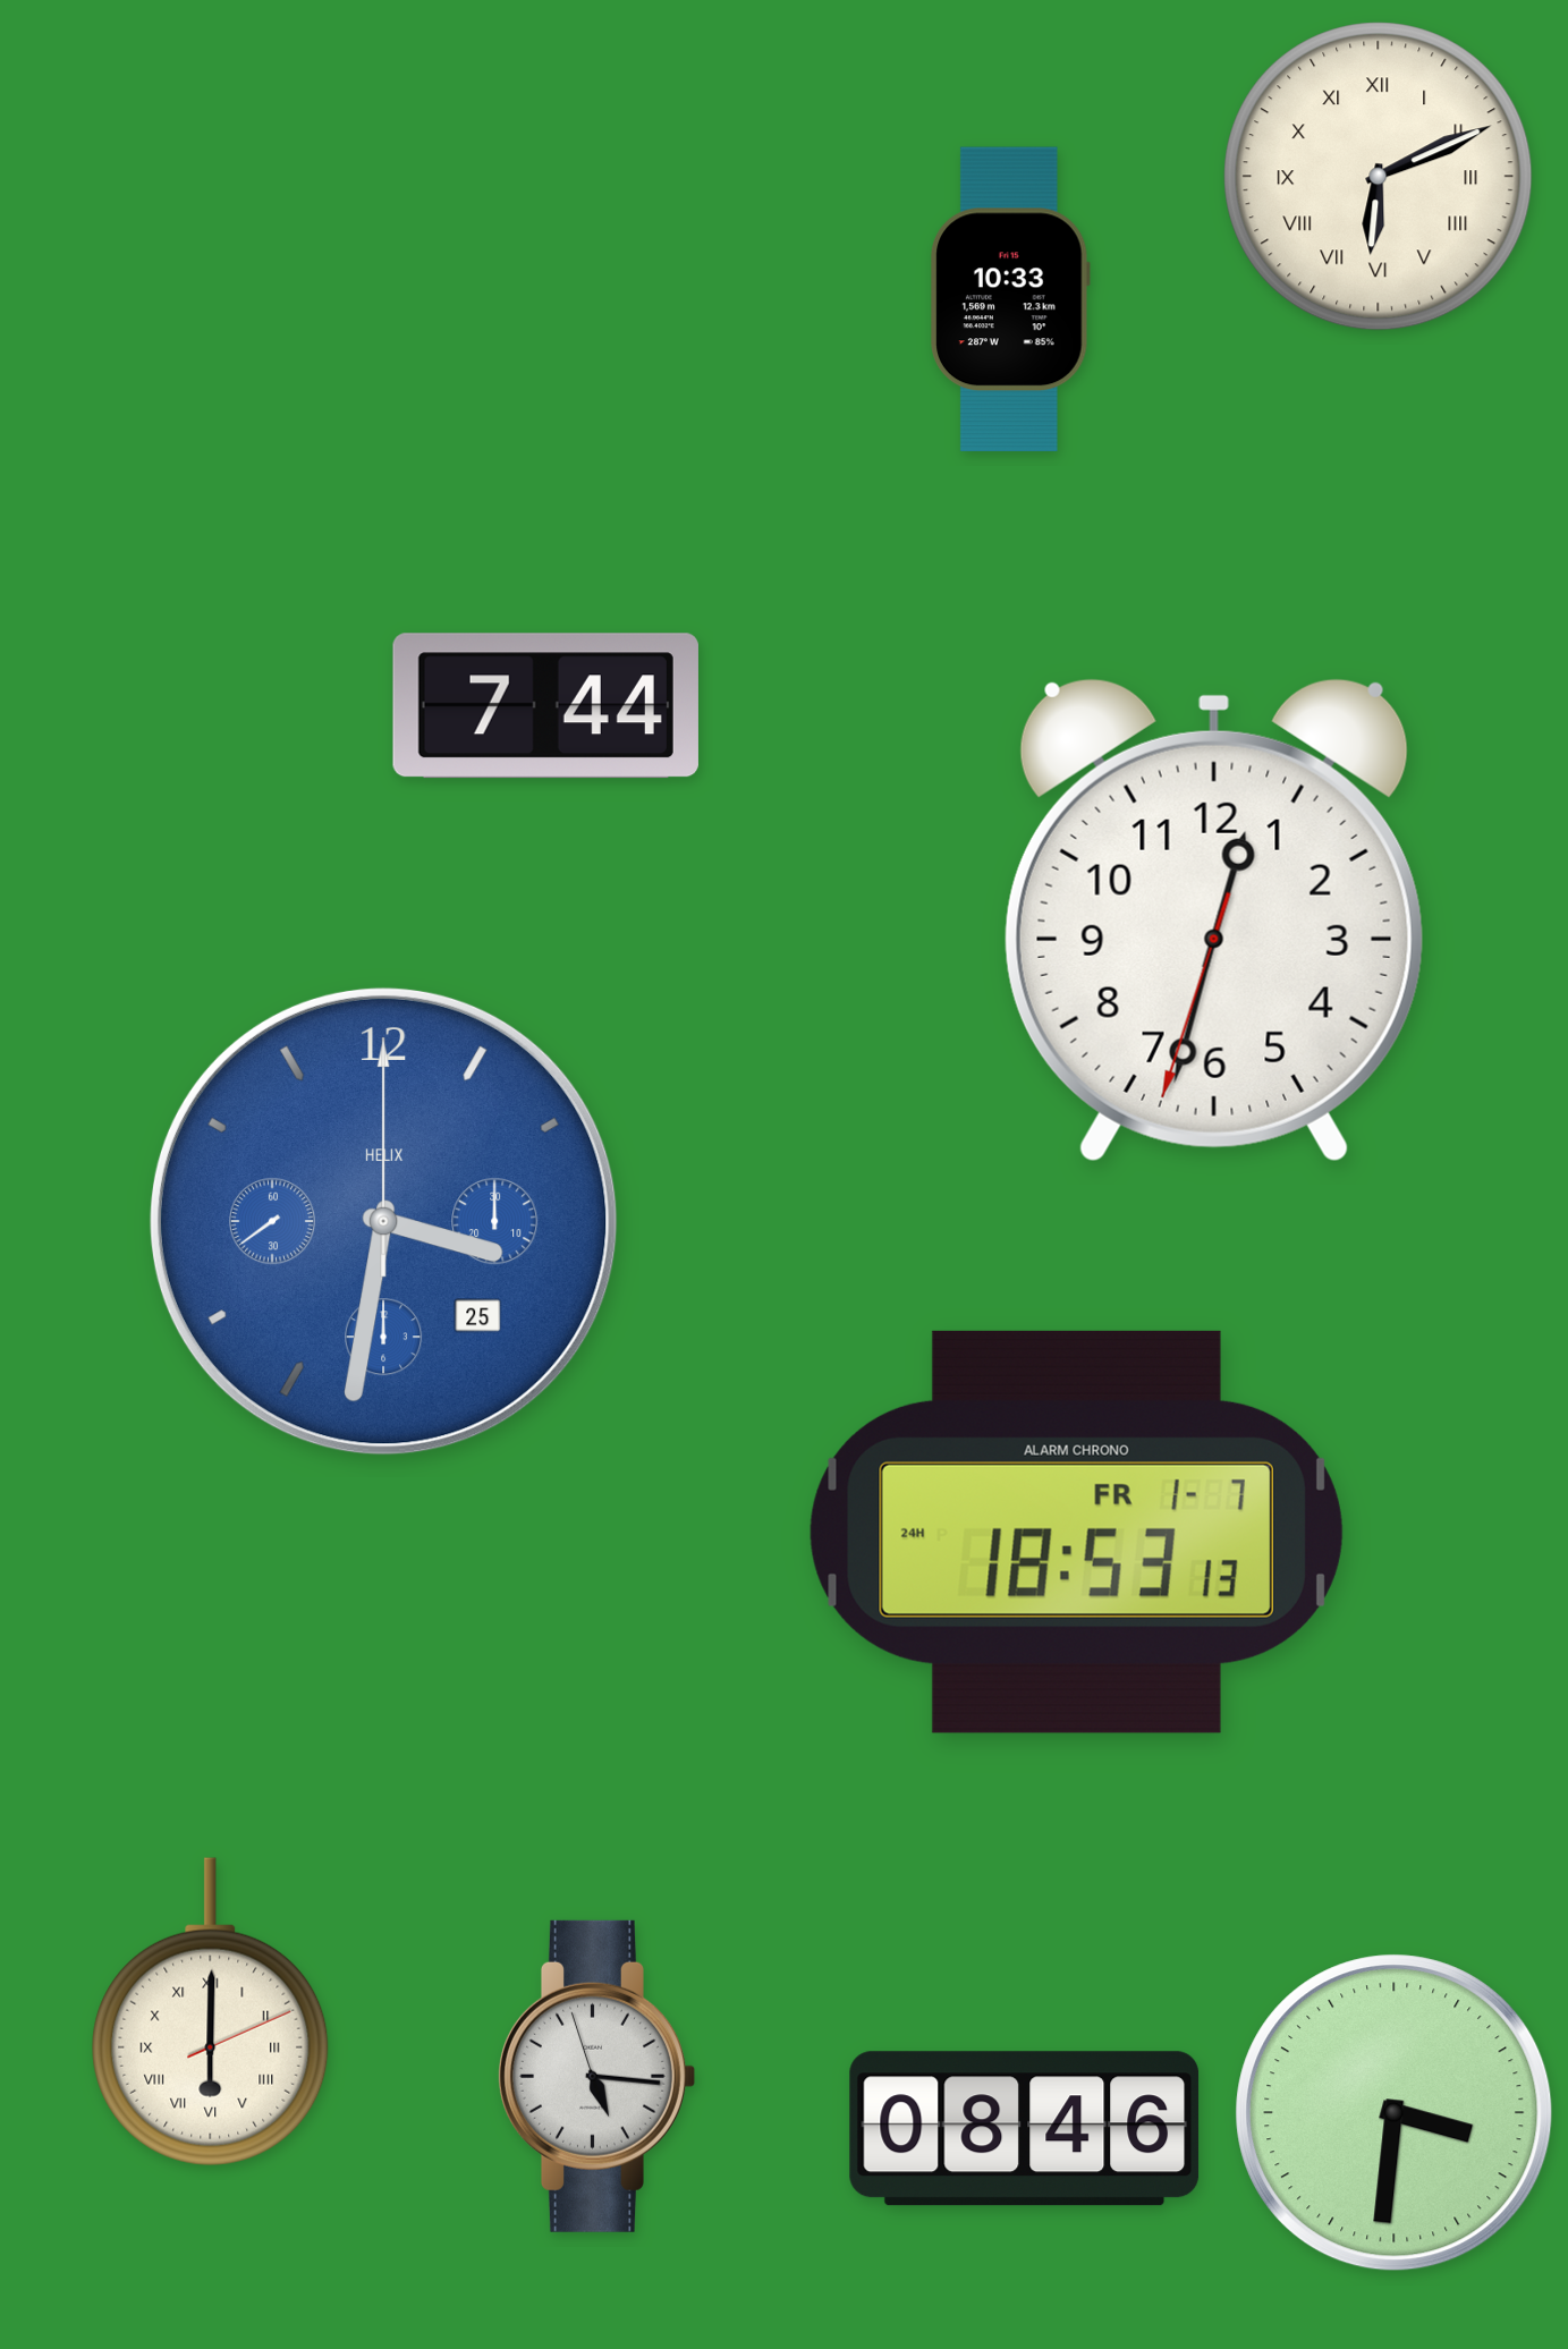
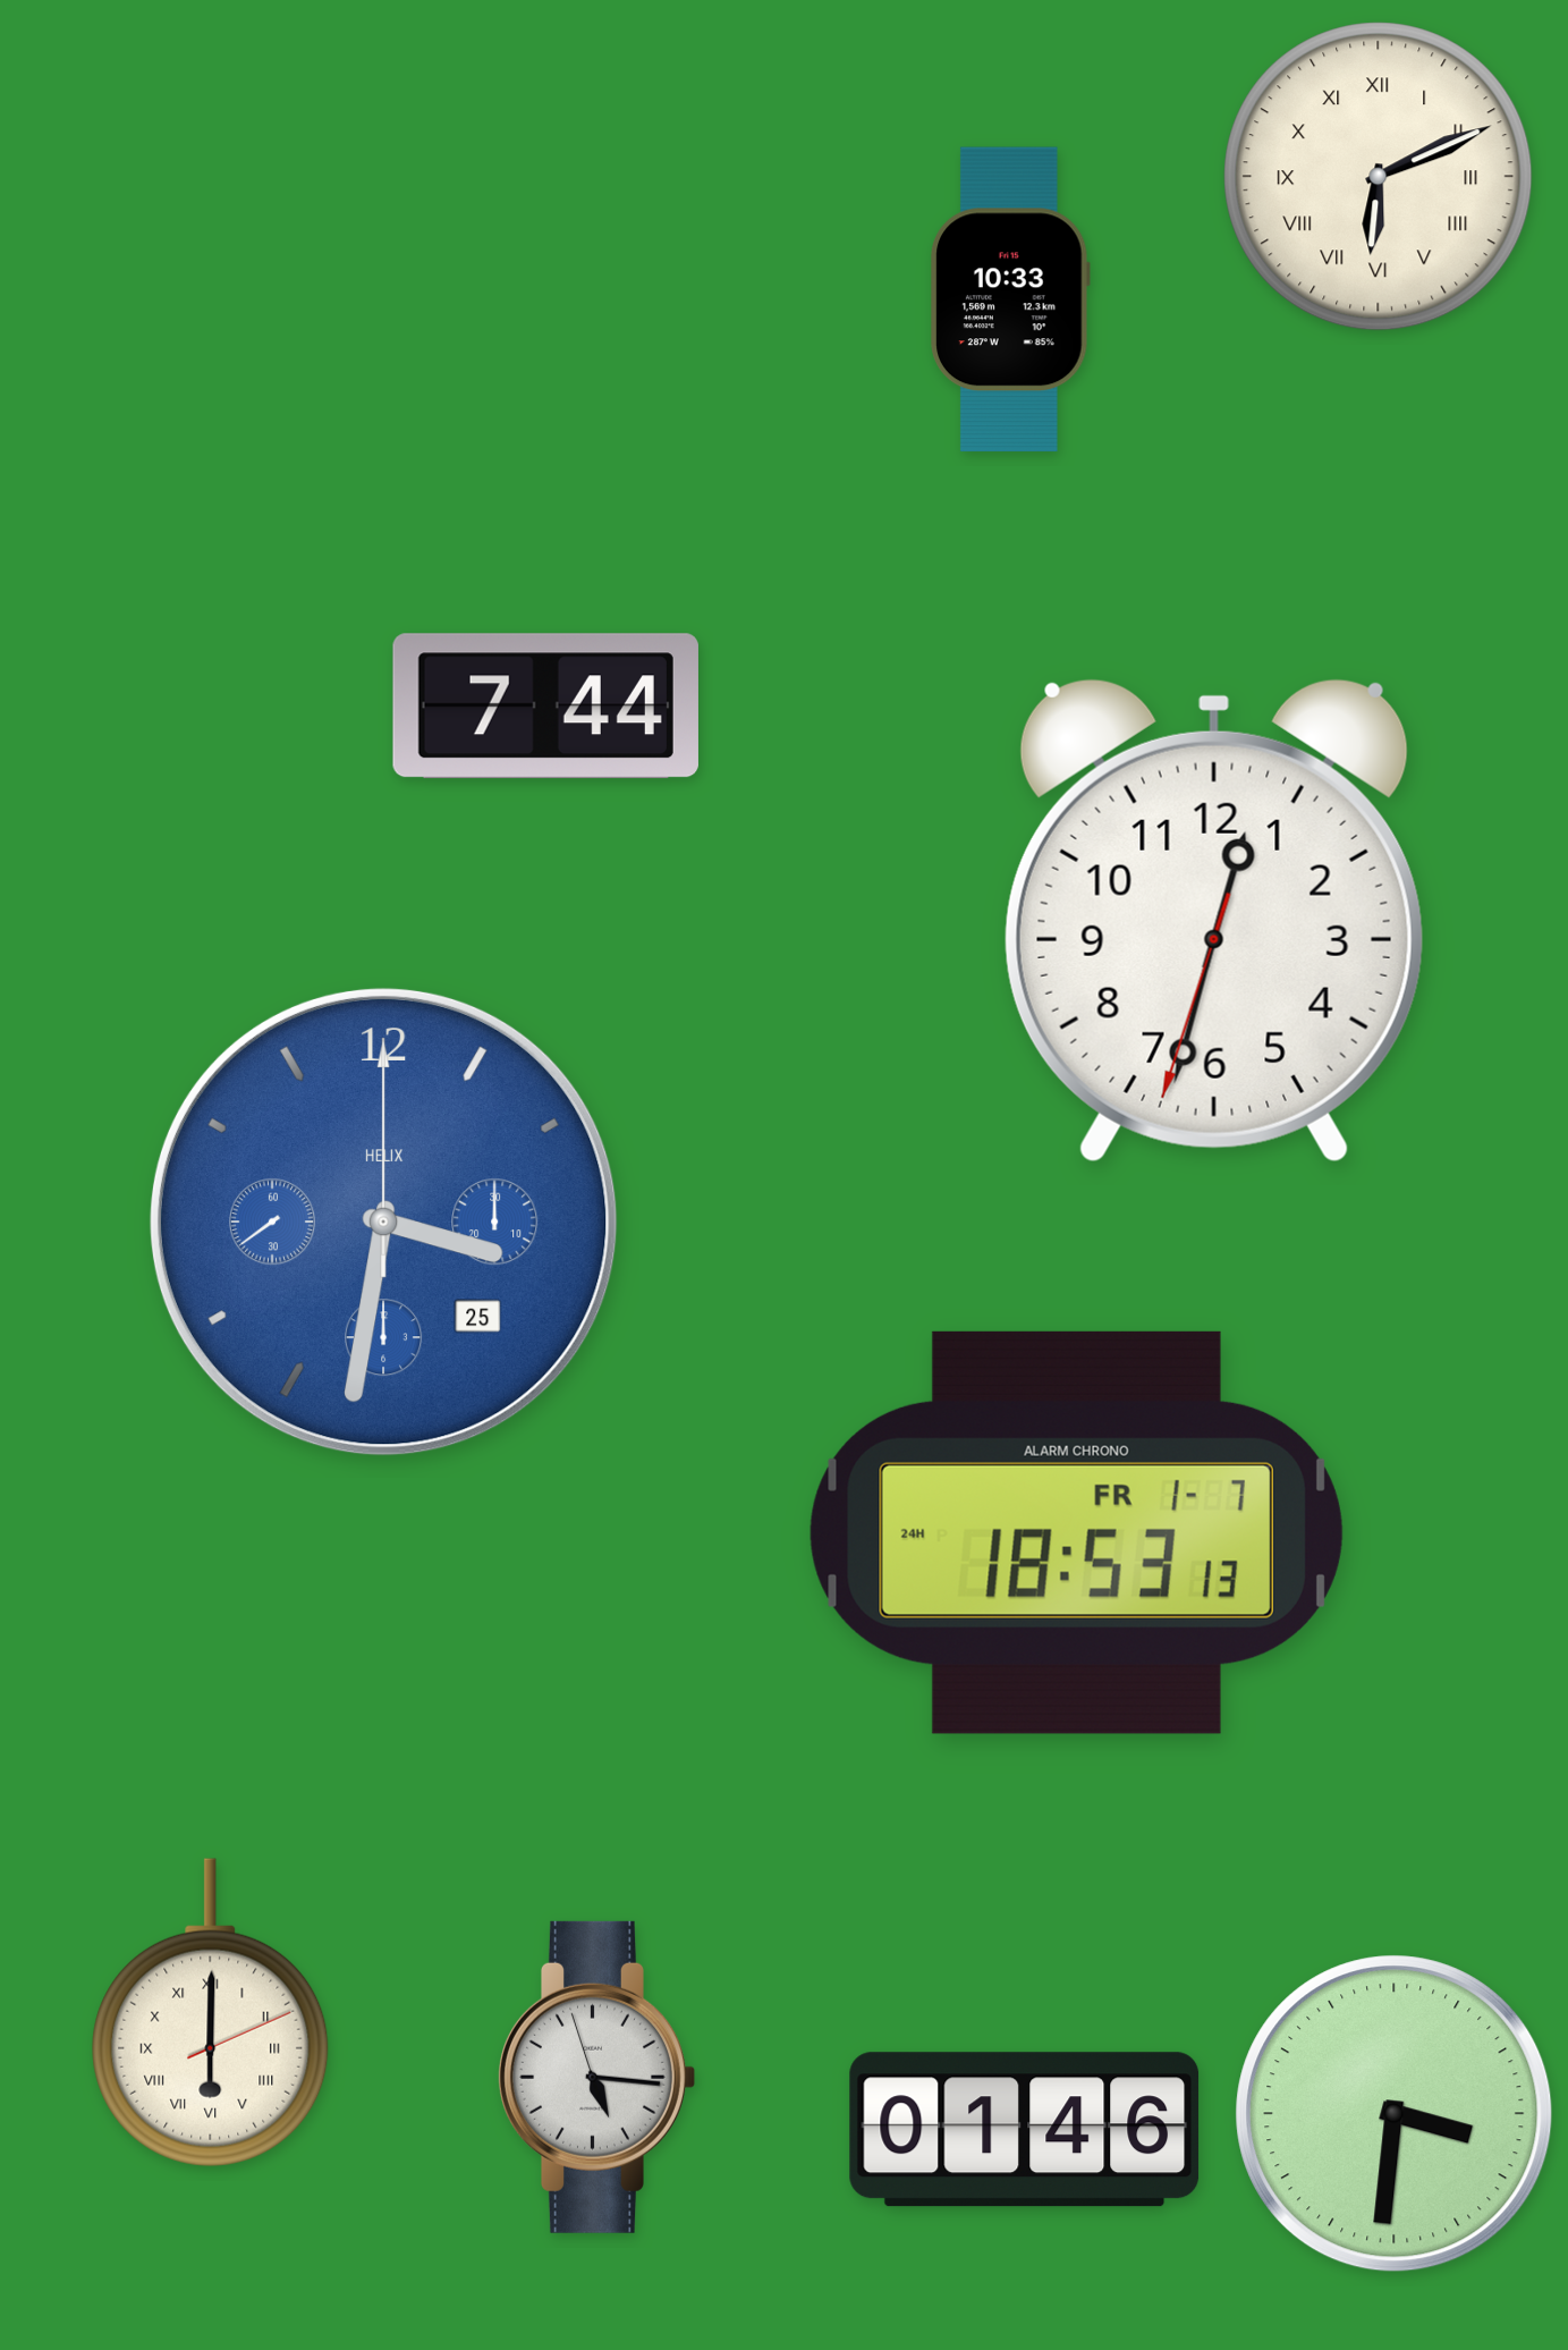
clock at (1025, 2129): 08:46 -> 01:46
